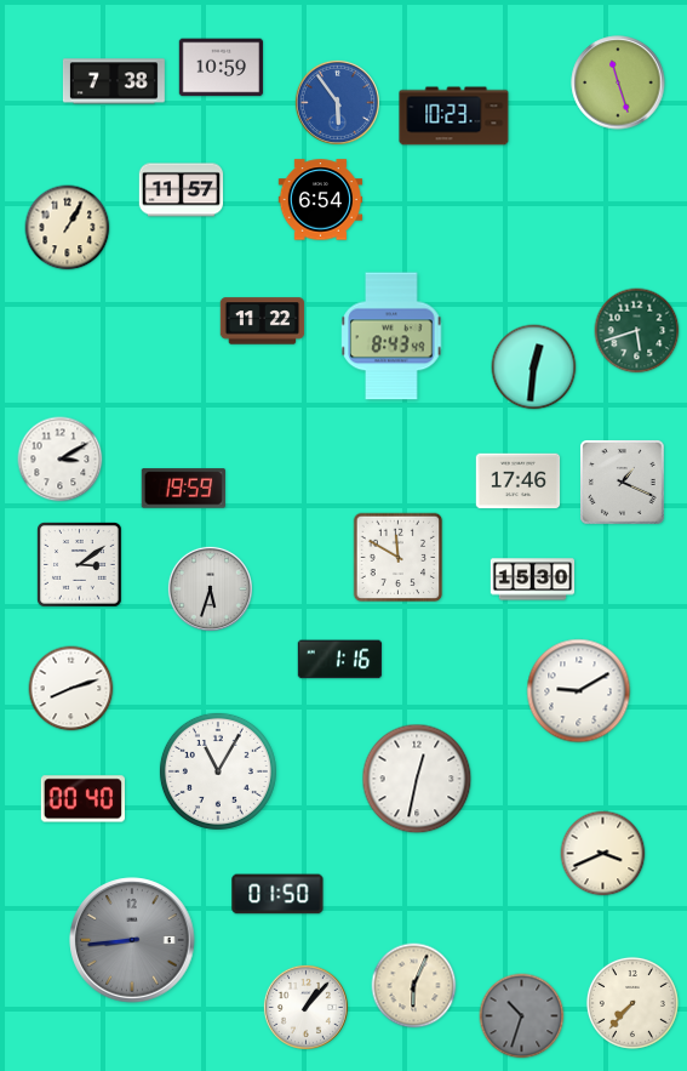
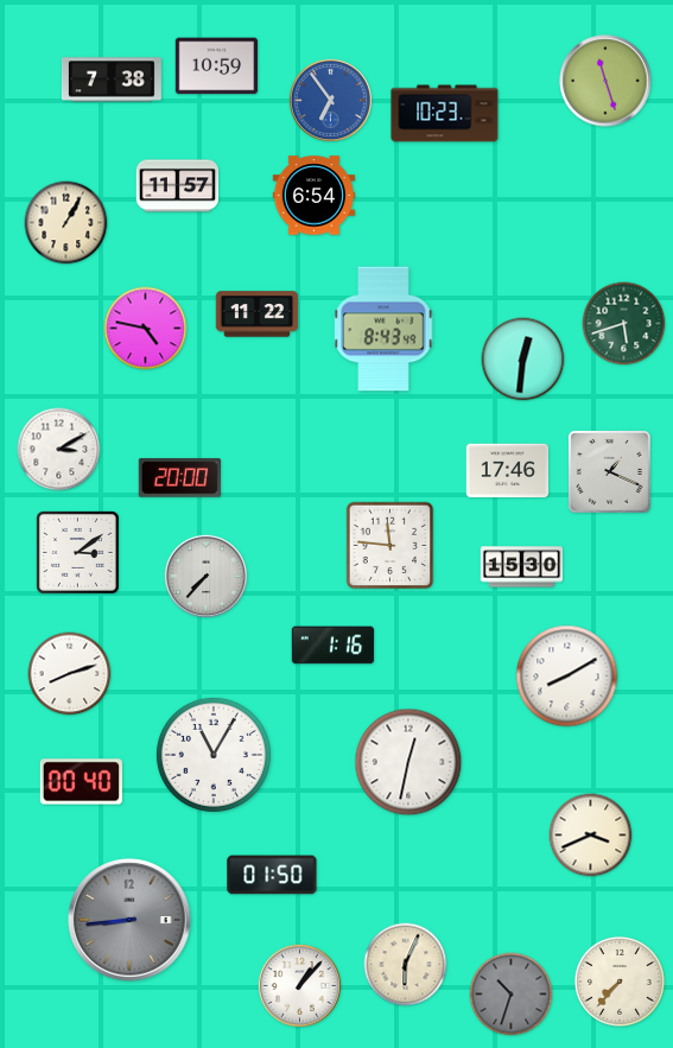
clock at (337, 102): 5:54 -> 6:54
clock at (146, 329): none -> 4:47
clock at (183, 489): 19:59 -> 20:00
clock at (399, 558): 11:50 -> 11:46
clock at (210, 588): 5:33 -> 7:37
clock at (579, 691): 9:10 -> 8:10
